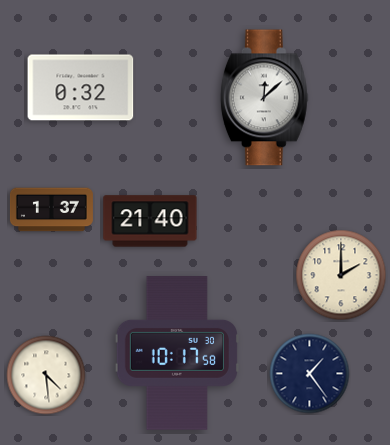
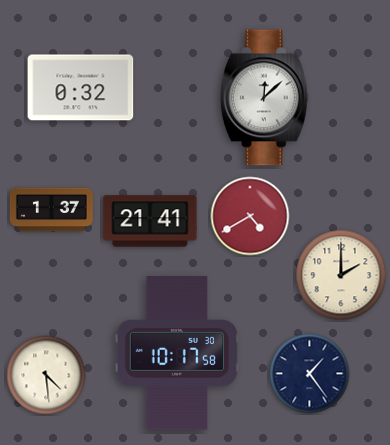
clock at (250, 216): none -> 4:40
clock at (150, 221): 21:40 -> 21:41
